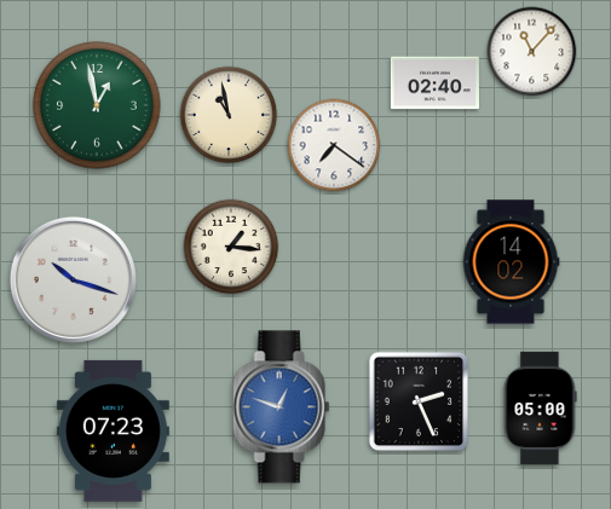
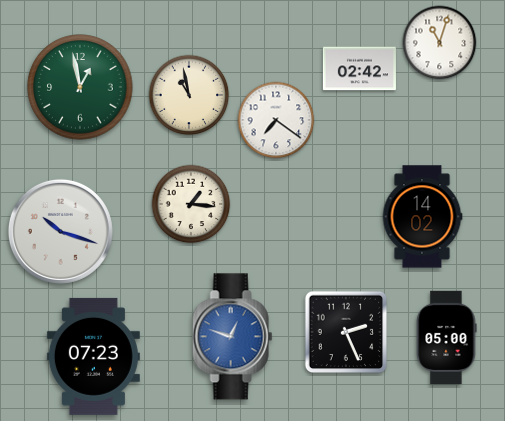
clock at (532, 52): 11:07 -> 11:03
clock at (434, 83): 02:40 -> 02:42
